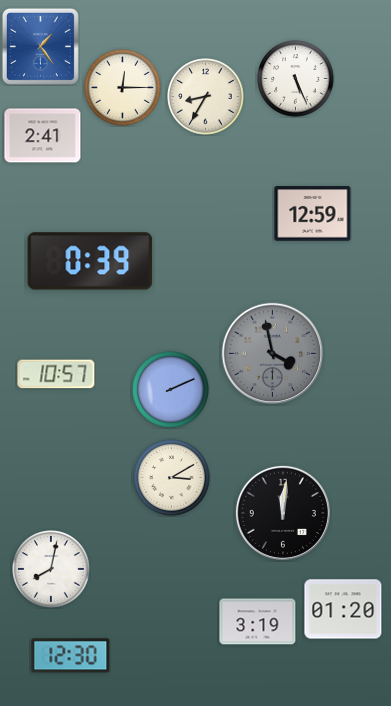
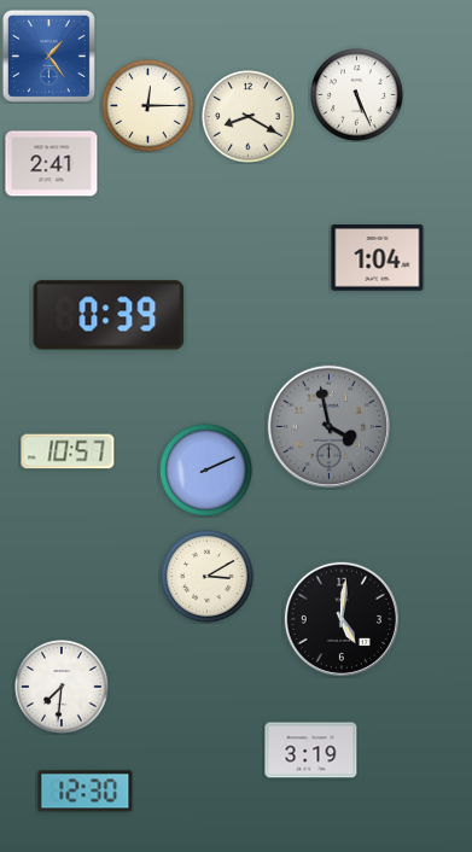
clock at (206, 97): 8:35 -> 8:20
clock at (313, 214): 12:59 -> 1:04
clock at (283, 513): 12:01 -> 5:01
clock at (51, 569): 8:02 -> 7:31
clock at (343, 609): 01:20 -> none
